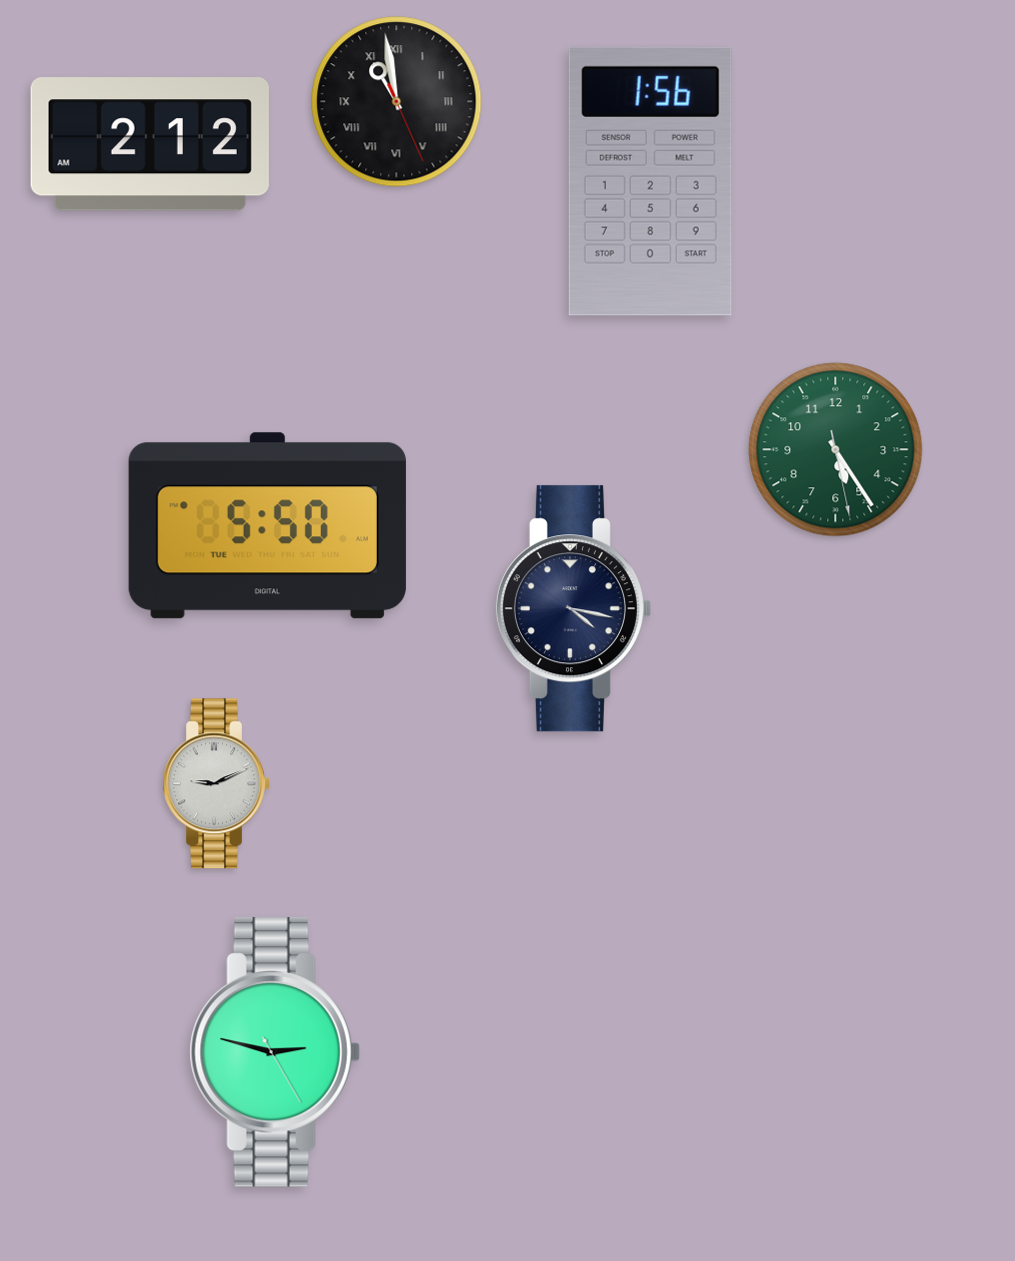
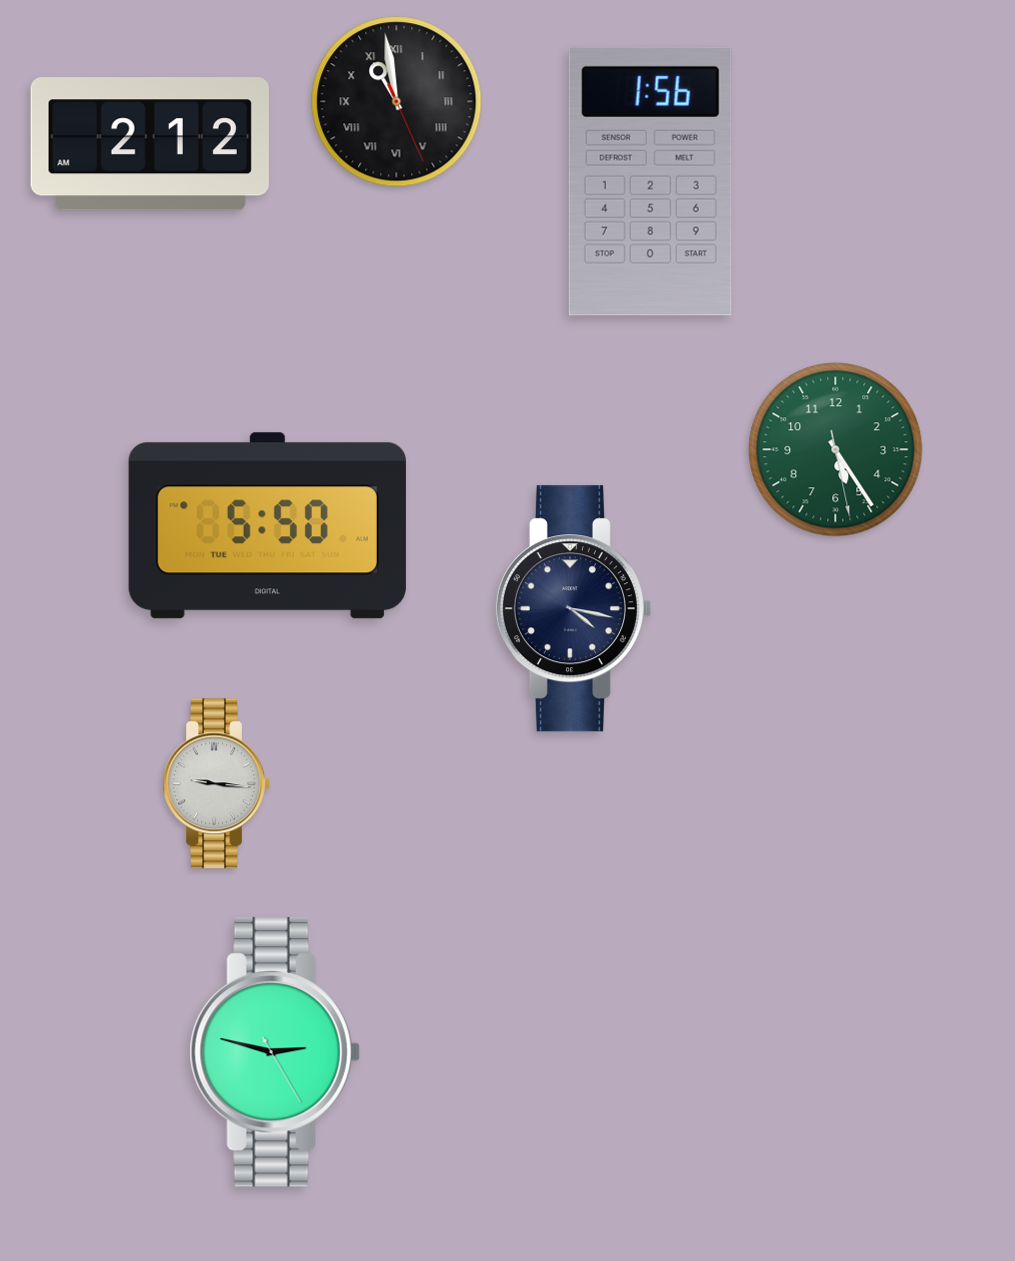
clock at (216, 784): 9:11 -> 9:16
